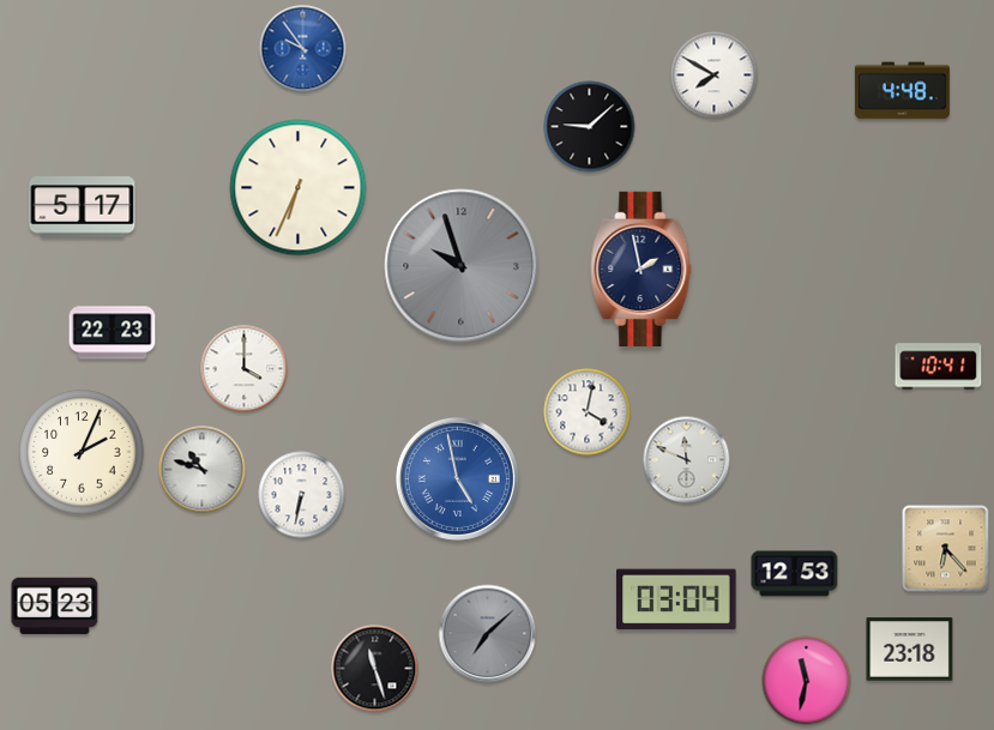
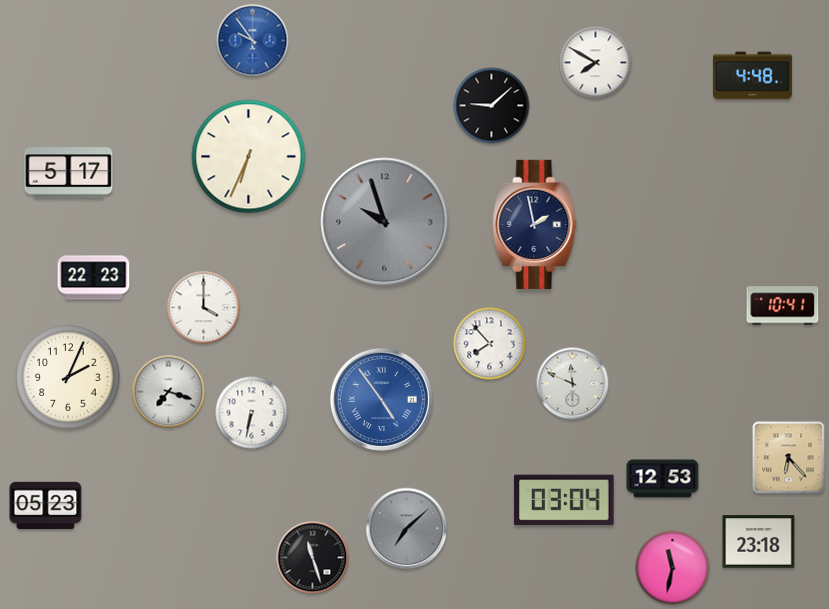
clock at (588, 412): 4:02 -> 7:53
clock at (203, 470): 10:48 -> 7:18
clock at (457, 478): 4:58 -> 4:54
